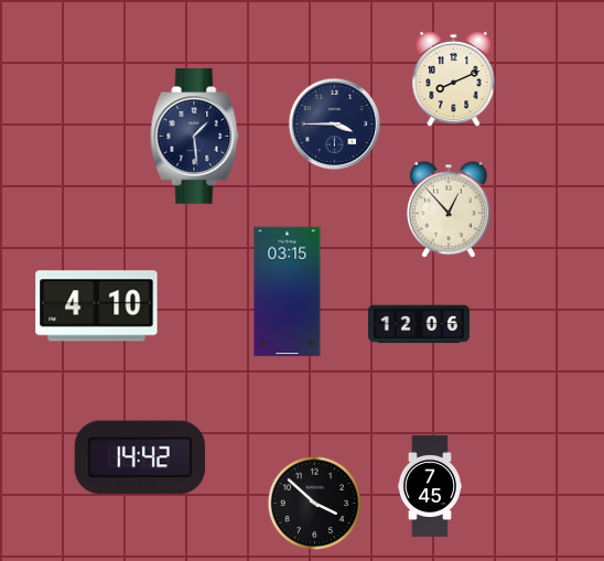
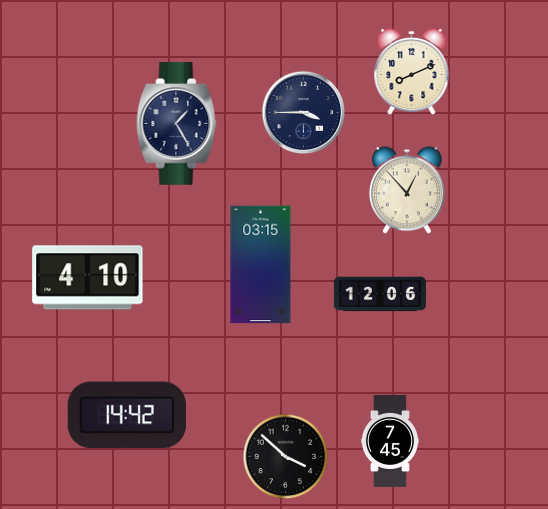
clock at (195, 137): 1:29 -> 1:25
